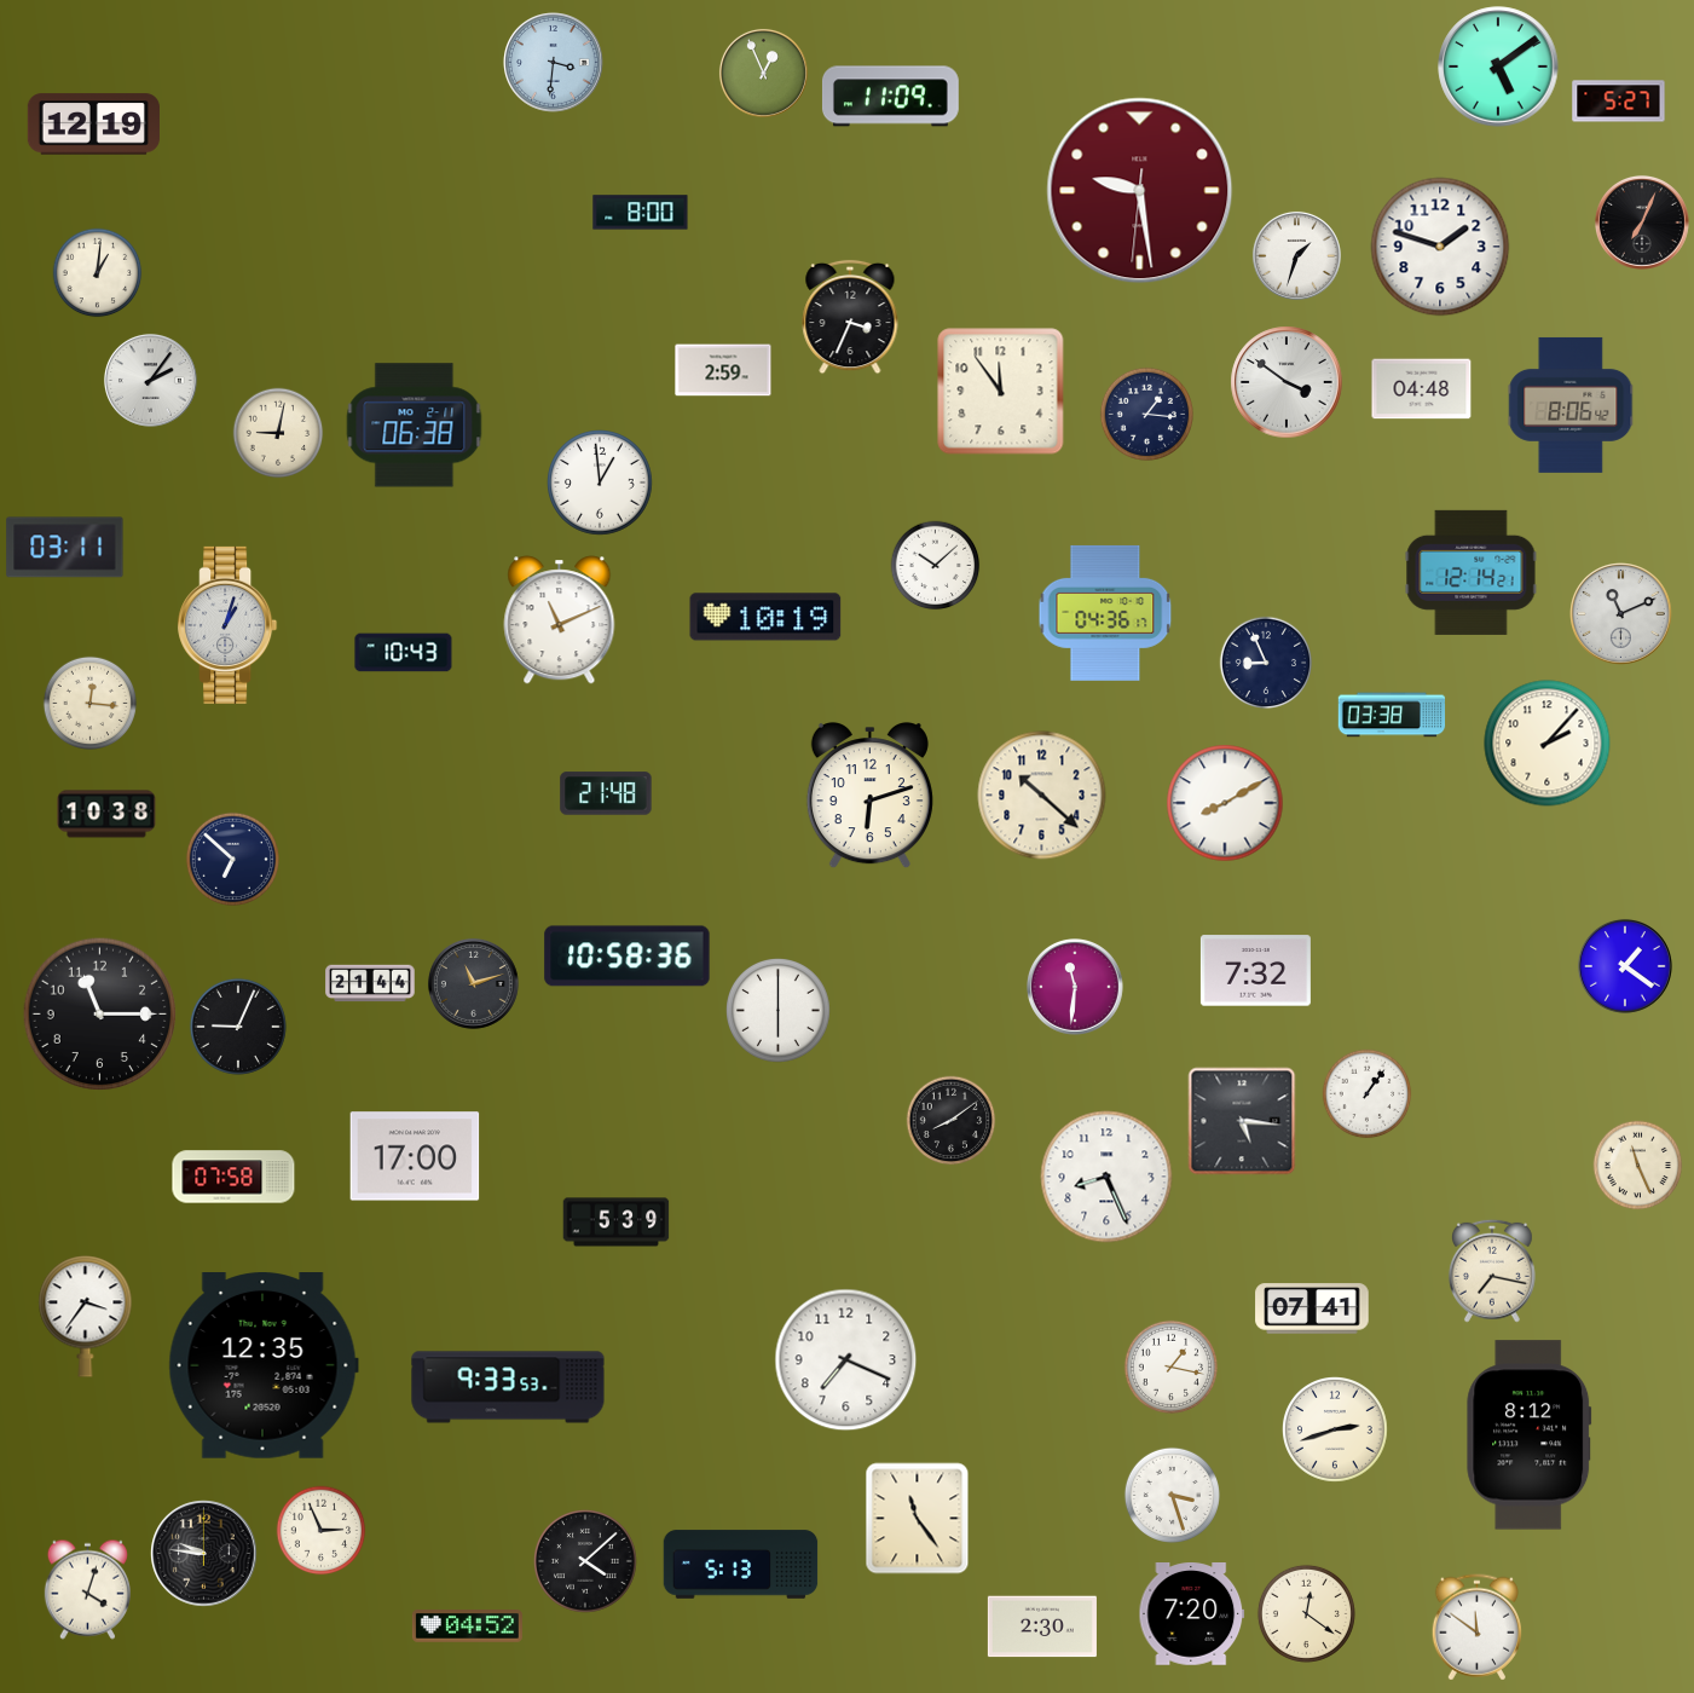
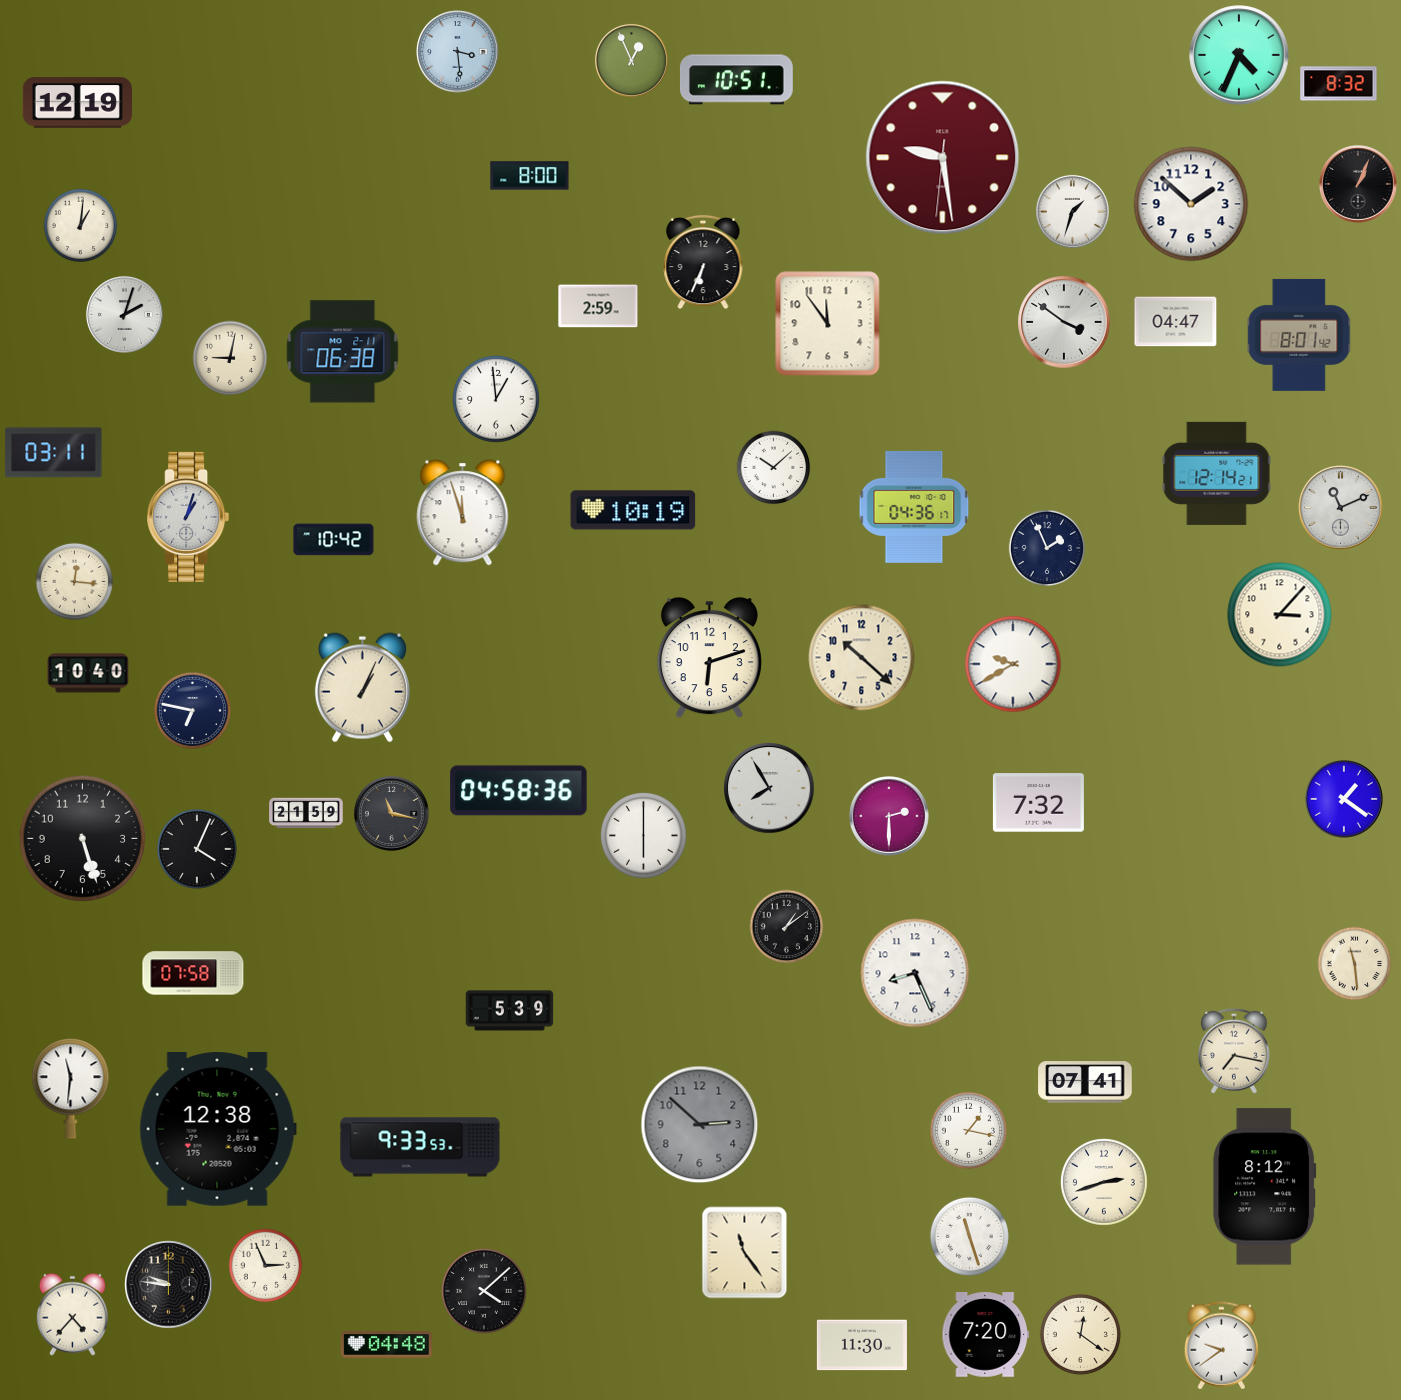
clock at (554, 63): 3:31 -> 3:29
clock at (1498, 67): 5:09 -> 4:34
clock at (890, 97): 11:09 -> 10:51
clock at (1619, 102): 5:27 -> 8:32
clock at (1642, 223): 7:04 -> 1:04
clock at (1440, 247): 1:48 -> 1:52
clock at (850, 317): 3:34 -> 6:34
clock at (150, 380): 2:06 -> 2:03
clock at (1287, 382) position: (1287, 382) -> (1064, 322)
clock at (1422, 389): 04:48 -> 04:47
clock at (1571, 405): 8:06 -> 8:01
clock at (1146, 414): 1:16 -> none
clock at (560, 620): 11:11 -> 11:57
clock at (404, 653): 10:43 -> 10:42
clock at (1266, 663): 8:56 -> 1:56
clock at (1392, 715): 03:38 -> none
clock at (1548, 744): 2:07 -> 3:07
clock at (606, 793): 21:48 -> none
clock at (869, 797) position: (869, 797) -> (709, 659)
clock at (1225, 803): 8:10 -> 9:40
clock at (106, 814): 10:38 -> 10:40
clock at (362, 688): none -> 1:04
clock at (232, 859): 6:52 -> 6:47
clock at (769, 788): none -> 7:55
clock at (628, 957): 10:58 -> 04:58
clock at (370, 983): 21:44 -> 21:59
clock at (473, 983): 11:12 -> 11:17
clock at (1076, 988): 11:31 -> 2:30
clock at (100, 1015): 11:15 -> 5:27
clock at (238, 1027): 9:04 -> 4:04
clock at (1368, 1094): 1:06 -> none
clock at (952, 1121): 8:09 -> 1:09
clock at (1242, 1121): 5:16 -> none
clock at (415, 1156): 17:00 -> none
clock at (1638, 1166): 11:26 -> 11:29
clock at (86, 1317): 3:36 -> 11:31
clock at (846, 1360): 7:19 -> 2:52
clock at (846, 1360) dial: white -> grey
clock at (264, 1366): 12:35 -> 12:38
clock at (1172, 1495): 3:27 -> 11:27
clock at (918, 1519) position: (918, 1519) -> (745, 1253)
clock at (741, 1565): 5:13 -> none
clock at (87, 1589): 4:03 -> 4:37
clock at (467, 1626): 04:52 -> 04:48
clock at (1042, 1626): 2:30 -> 11:30
clock at (1476, 1628): 11:51 -> 9:39
